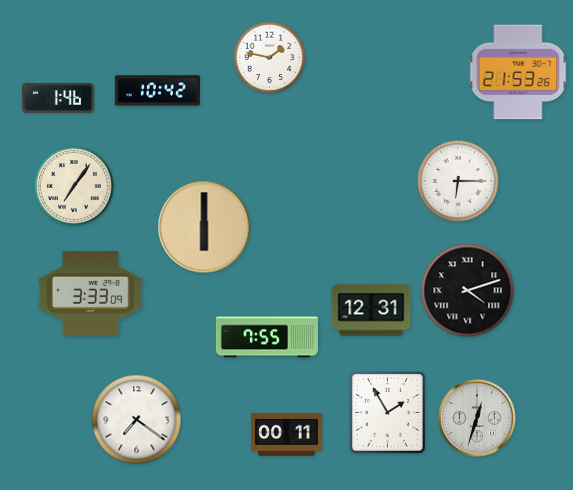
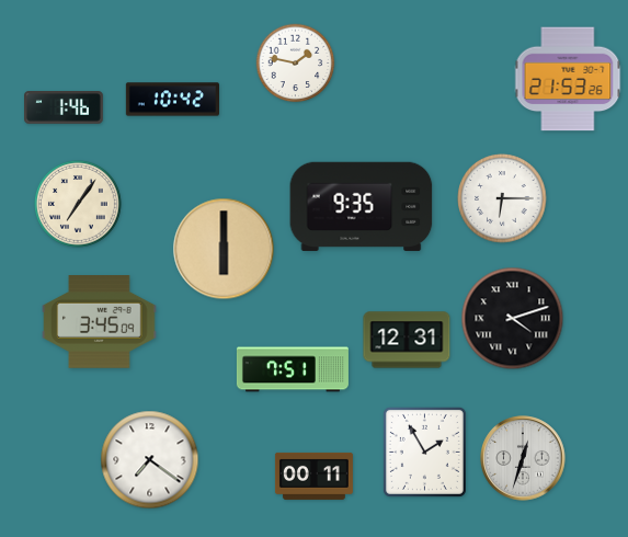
clock at (75, 187) position: (75, 187) -> (79, 205)
clock at (362, 206): none -> 9:35
clock at (91, 294): 3:33 -> 3:45
clock at (267, 337): 7:55 -> 7:51
